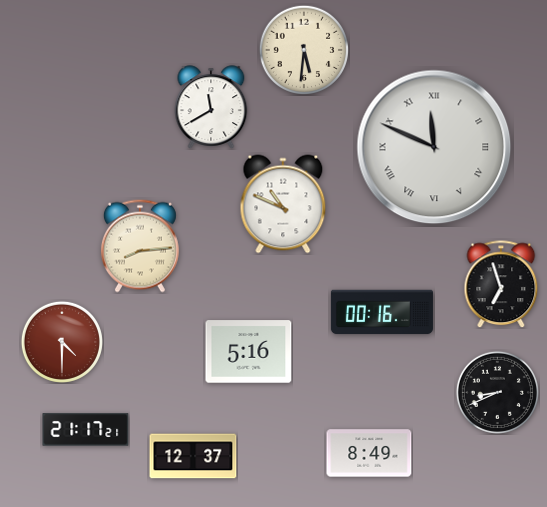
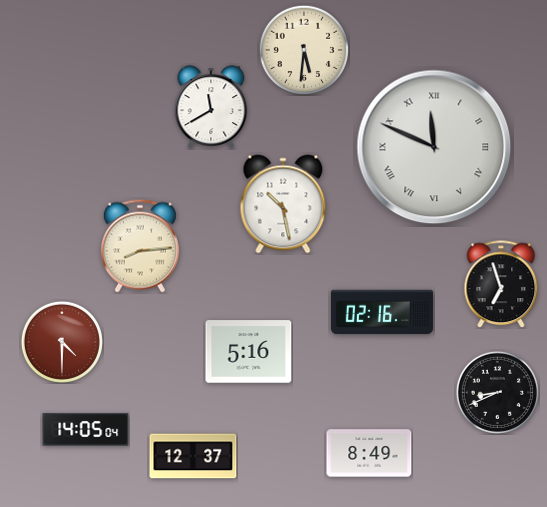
clock at (283, 204): 10:49 -> 10:28
clock at (382, 312): 00:16 -> 02:16
clock at (86, 430): 21:17 -> 14:05
